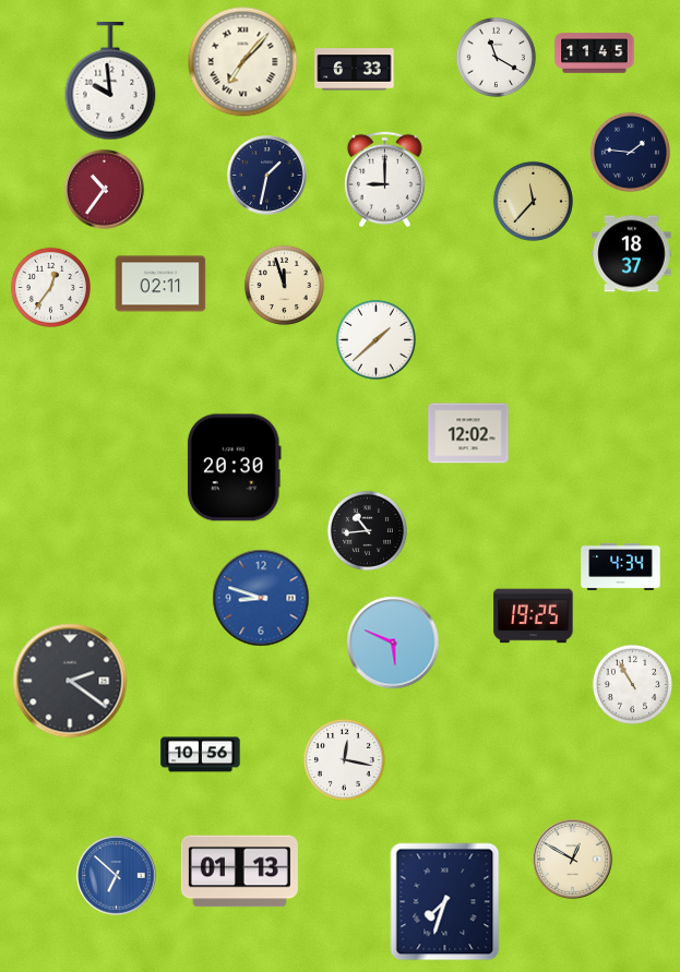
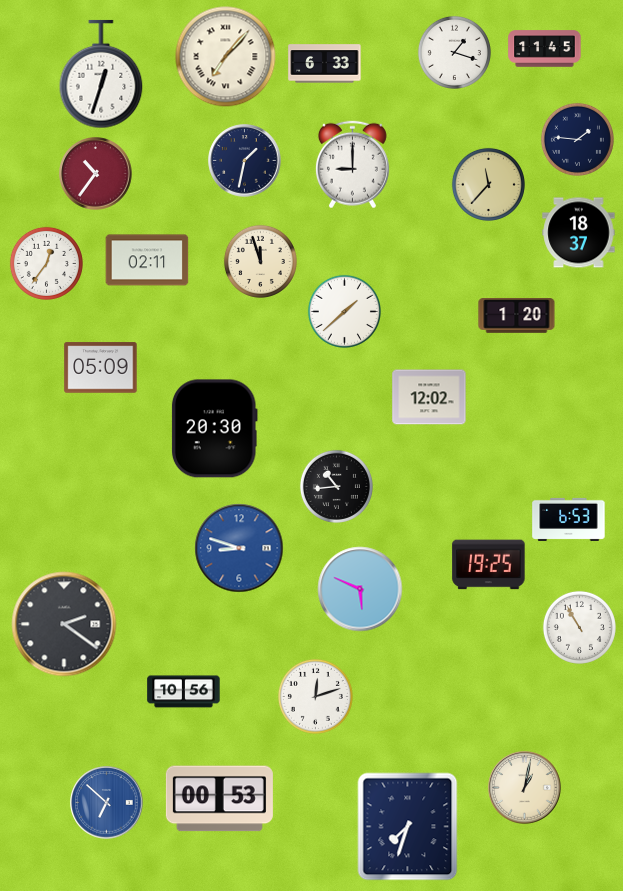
clock at (496, 57): 11:20 -> 1:18
clock at (243, 62) position: (243, 62) -> (226, 57)
clock at (110, 81): 9:59 -> 12:33
clock at (517, 316): none -> 1:20
clock at (101, 368): none -> 05:09
clock at (621, 566): 4:34 -> 6:53
clock at (344, 759): 12:17 -> 12:12
clock at (573, 860): 12:50 -> 1:02
clock at (239, 872): 01:13 -> 00:53
